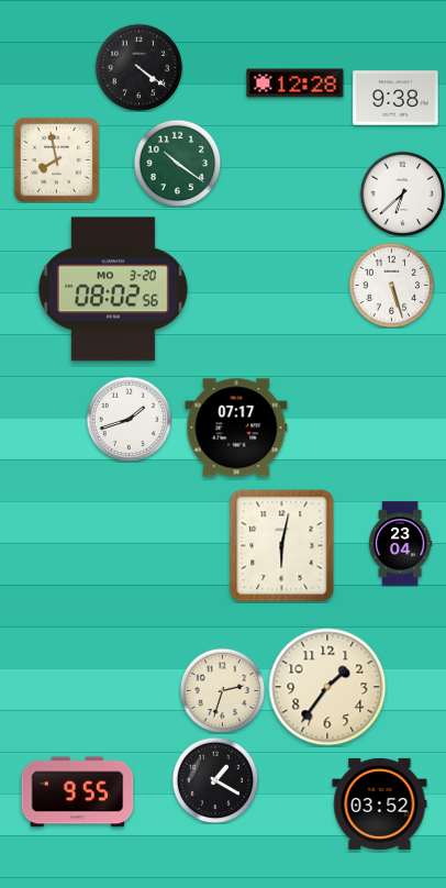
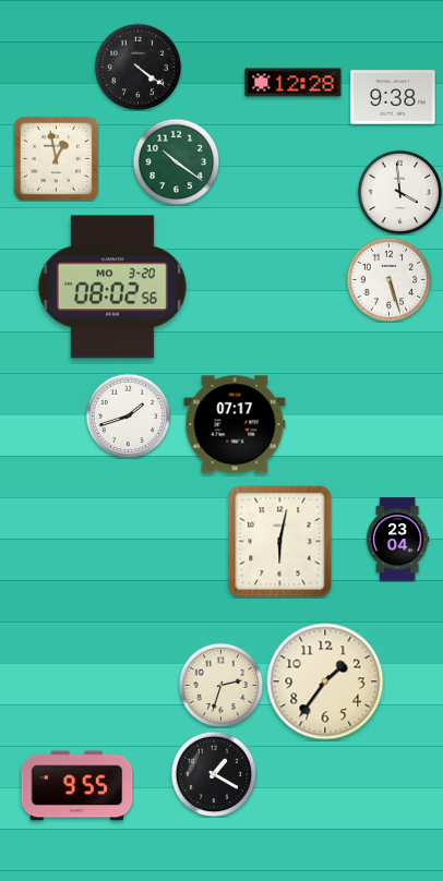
clock at (56, 159): 7:58 -> 12:58
clock at (402, 193): 6:38 -> 3:59
clock at (391, 285) position: (391, 285) -> (388, 279)
clock at (380, 803): 03:52 -> none
